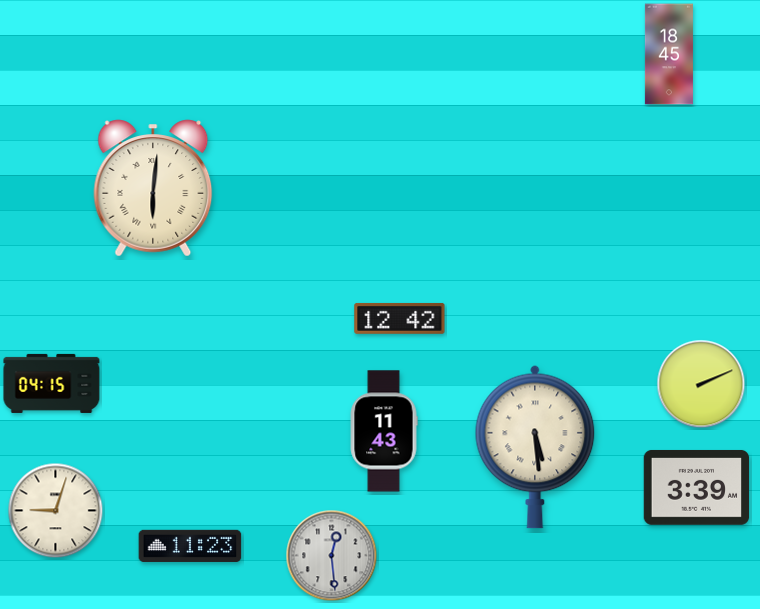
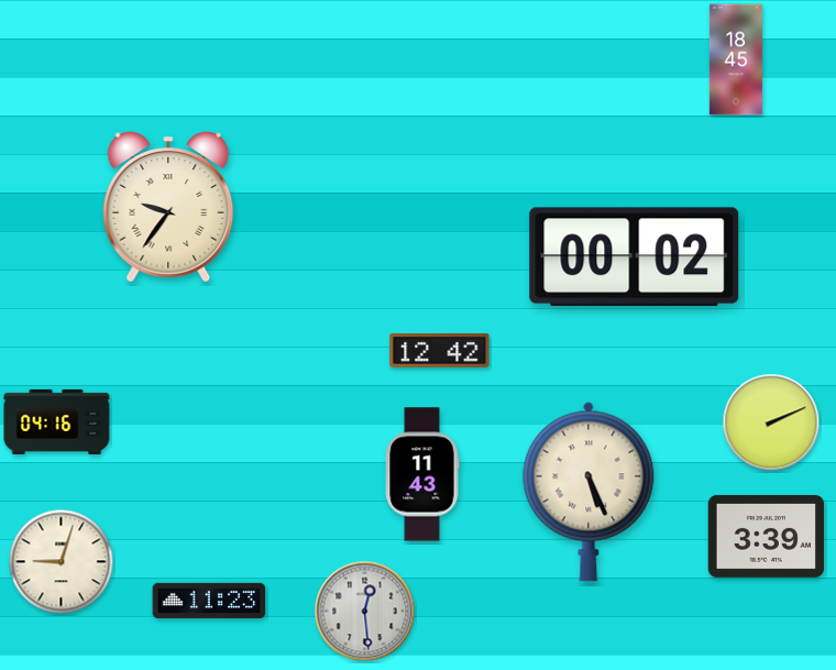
clock at (153, 188): 6:01 -> 9:36
clock at (635, 257): none -> 00:02
clock at (52, 383): 04:15 -> 04:16
clock at (535, 447): 5:29 -> 5:26
